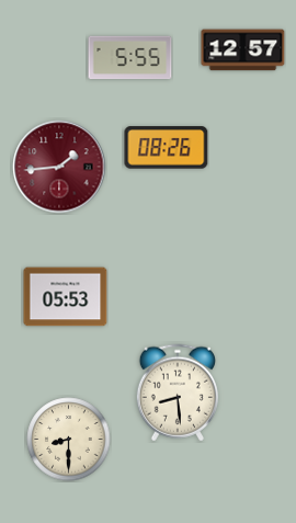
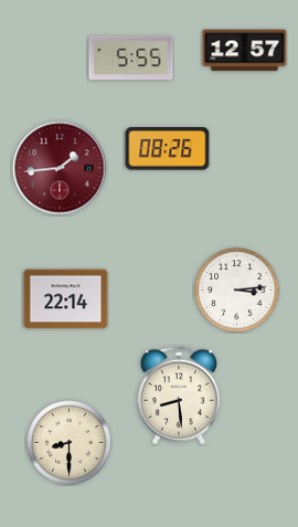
clock at (237, 291): none -> 3:14
clock at (66, 297): 05:53 -> 22:14
